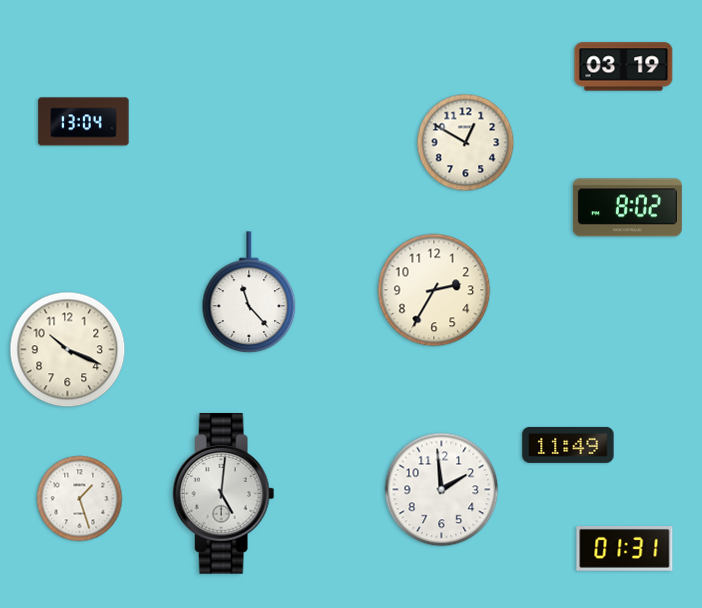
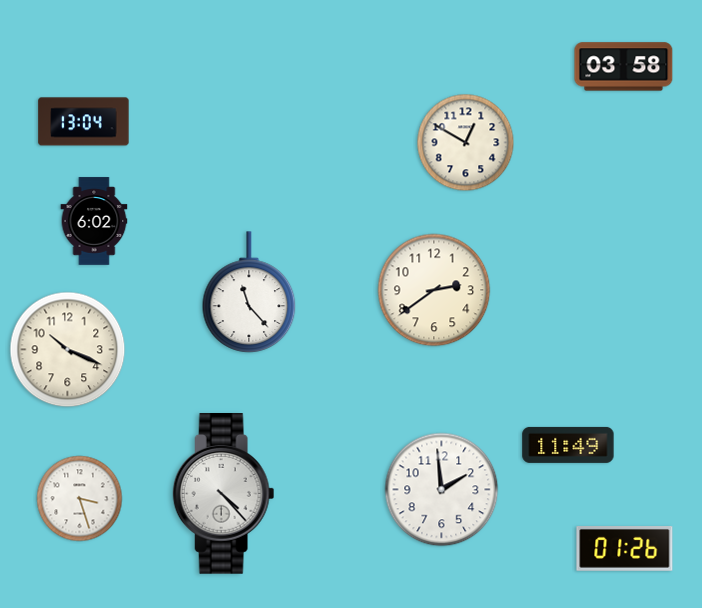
clock at (624, 67): 03:19 -> 03:58
clock at (627, 208): 8:02 -> none
clock at (94, 221): none -> 6:02
clock at (434, 290): 2:35 -> 2:39
clock at (224, 494): 5:01 -> 4:23
clock at (80, 499): 1:27 -> 3:27
clock at (625, 549): 01:31 -> 01:26
